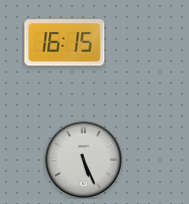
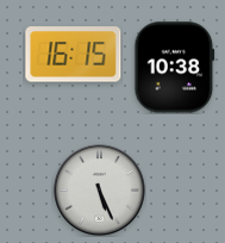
clock at (65, 43) position: (65, 43) -> (74, 55)
clock at (175, 68): none -> 10:38
